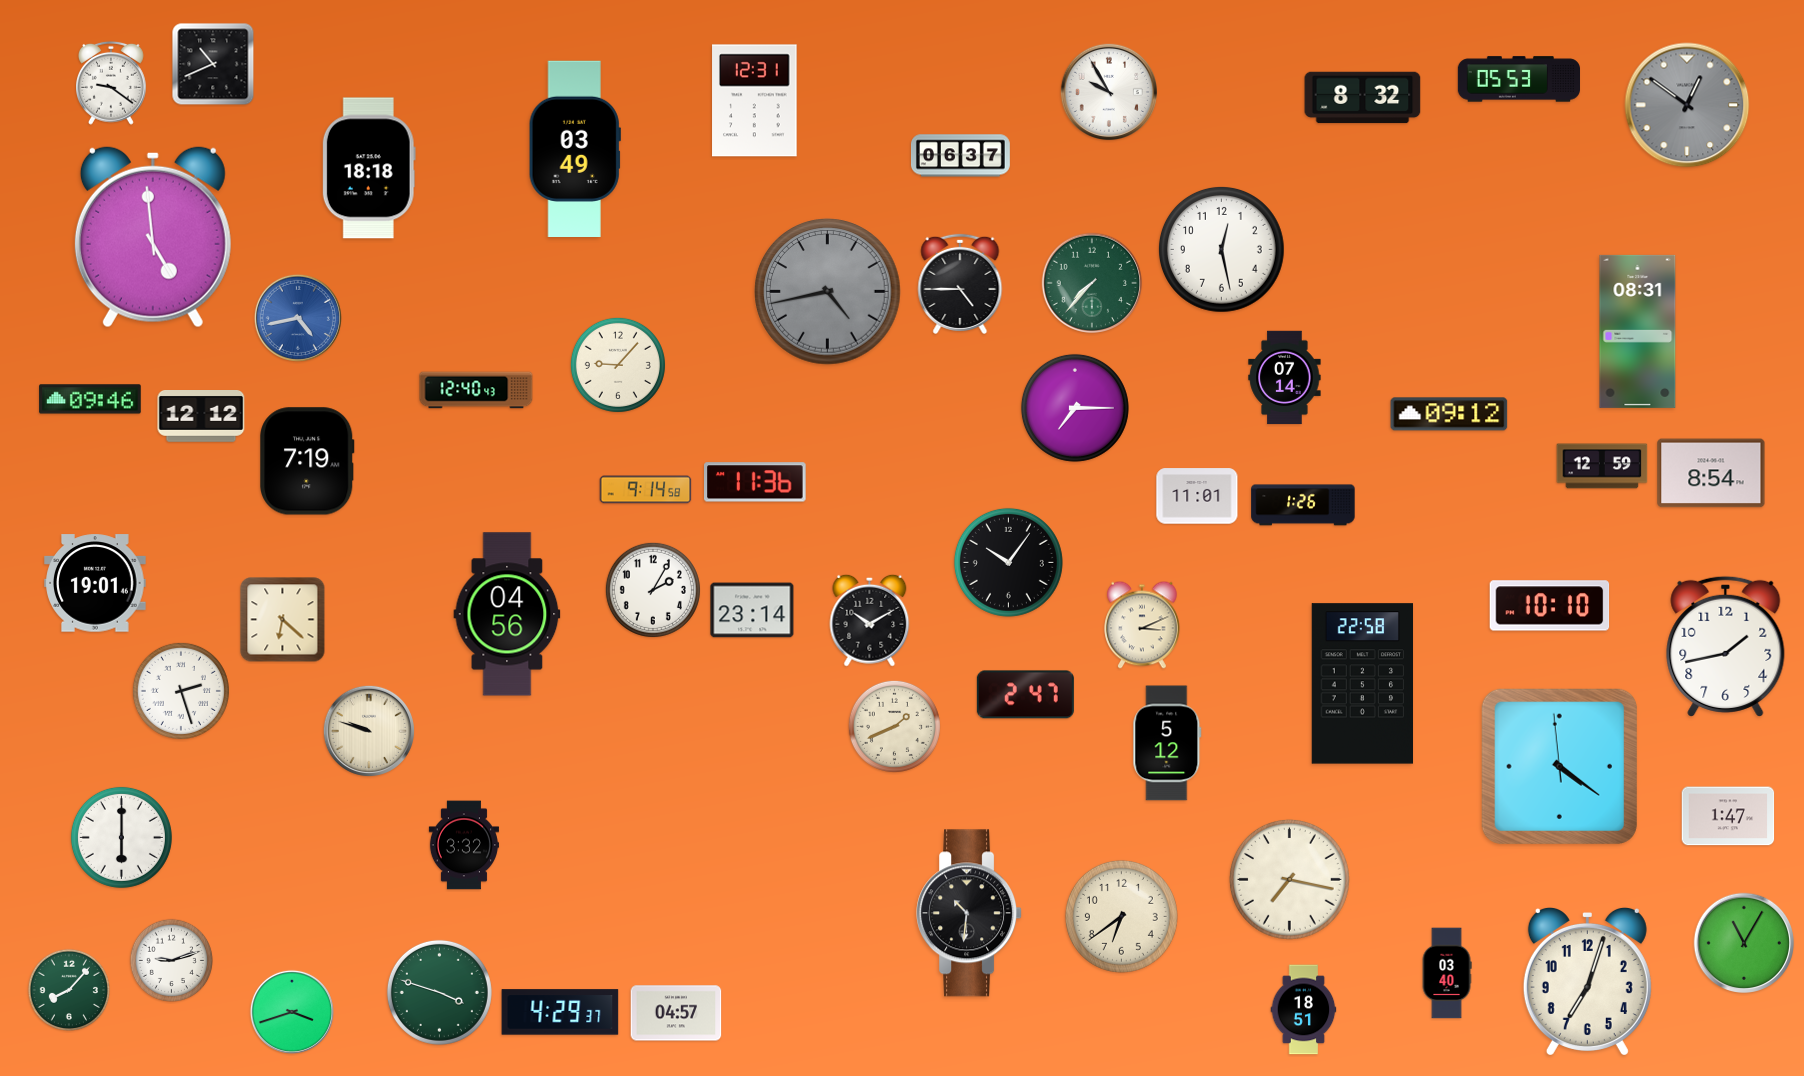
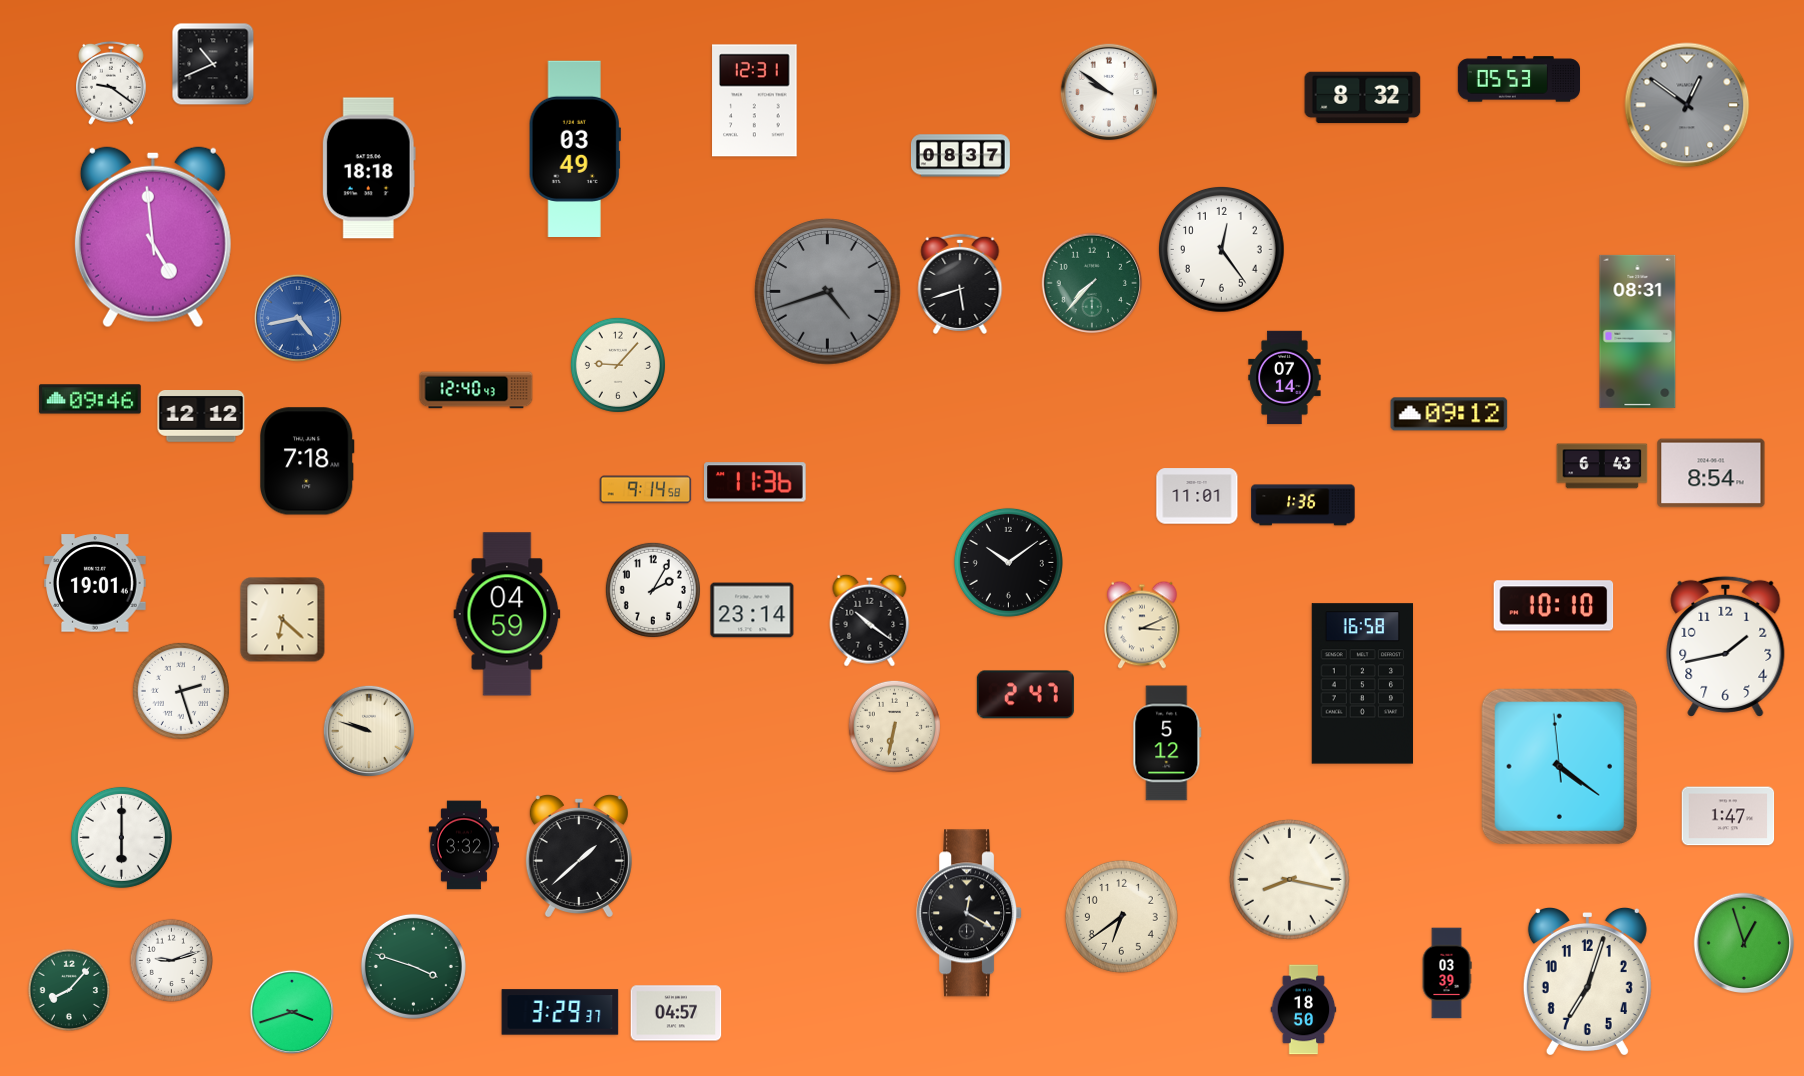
clock at (1108, 91): 9:55 -> 9:51
clock at (960, 156): 06:37 -> 08:37
clock at (1221, 249): 12:28 -> 12:24
clock at (960, 284): 4:45 -> 5:42
clock at (828, 292): 4:43 -> 4:42
clock at (1075, 408): 7:15 -> none
clock at (307, 461): 7:19 -> 7:18
clock at (1602, 466): 12:59 -> 6:43
clock at (1303, 505): 1:26 -> 1:36
clock at (1008, 562): 10:06 -> 10:09
clock at (1550, 606) position: (1550, 606) -> (1554, 606)
clock at (507, 614): 04:56 -> 04:59
clock at (870, 620): 10:10 -> 10:21
clock at (1362, 684): 22:58 -> 16:58
clock at (894, 726): 1:41 -> 6:32
clock at (579, 856): none -> 1:38
clock at (1289, 879): 7:17 -> 8:17
clock at (970, 913): 10:31 -> 12:20
clock at (1744, 943): 11:05 -> 12:57
clock at (1447, 973): 03:40 -> 03:39
clock at (439, 992) position: (439, 992) -> (413, 966)
clock at (1304, 1010): 18:51 -> 18:50
clock at (560, 1012): 4:29 -> 3:29
